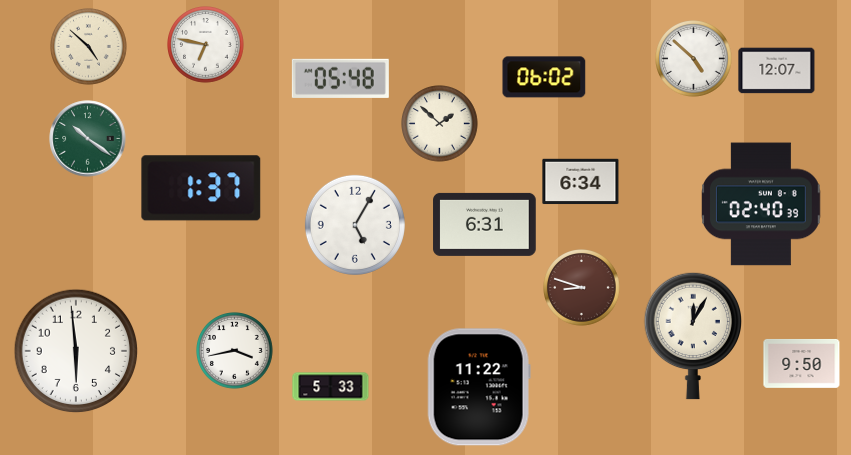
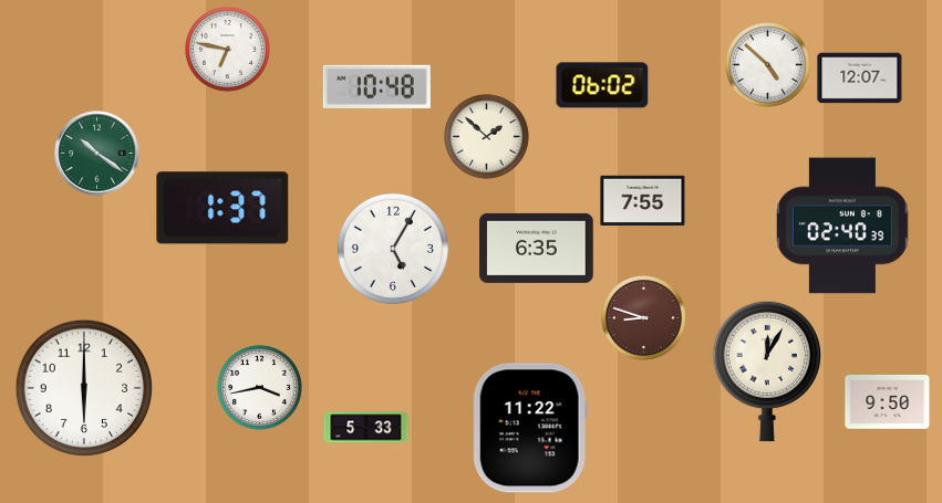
clock at (89, 47): 4:52 -> none
clock at (340, 78): 05:48 -> 10:48
clock at (581, 182): 6:34 -> 7:55
clock at (485, 224): 6:31 -> 6:35
clock at (76, 351): 5:59 -> 6:00
